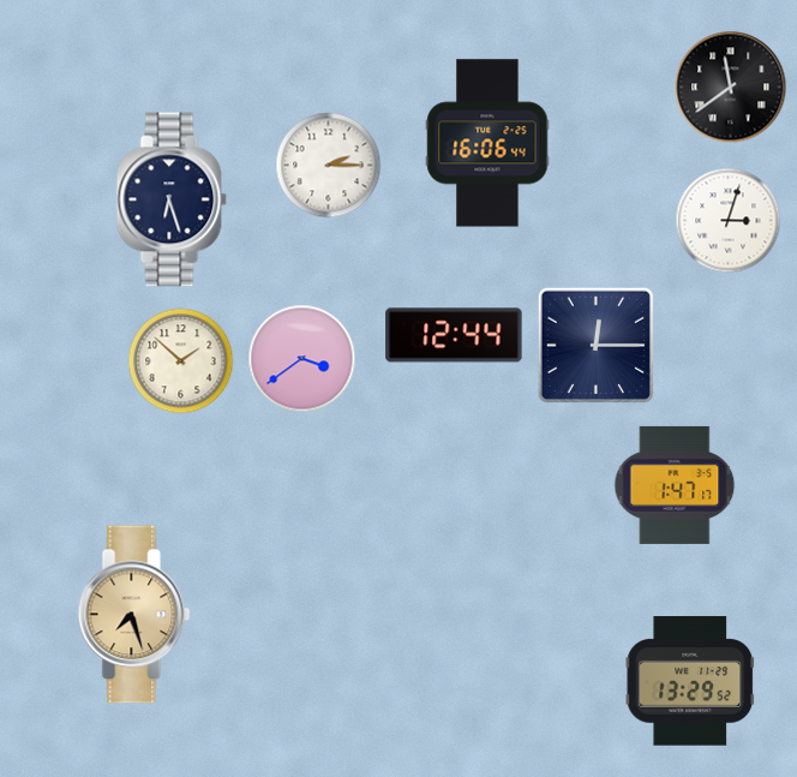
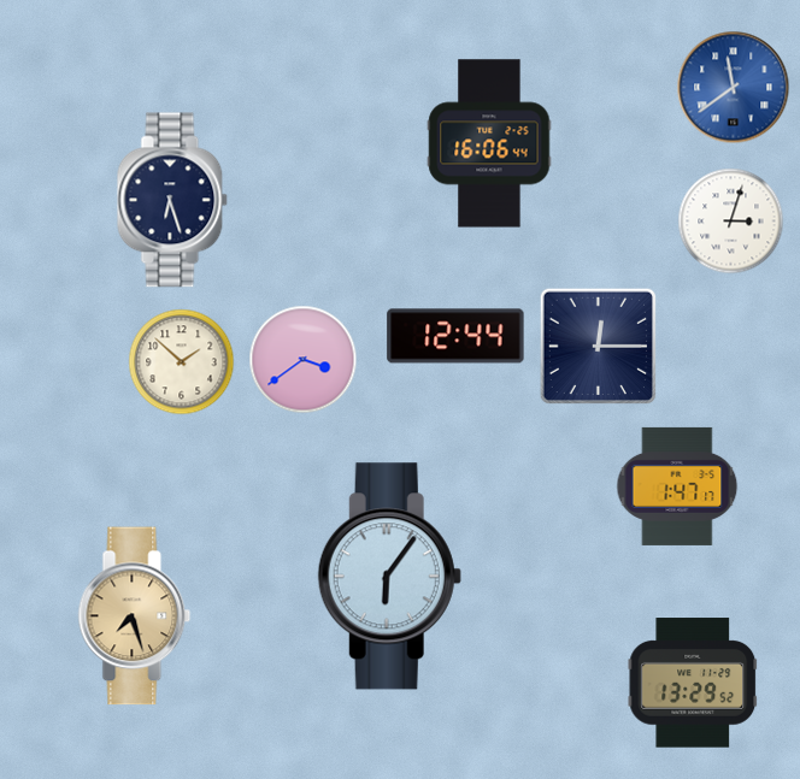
clock at (731, 88) dial: black -> blue
clock at (329, 166): 2:15 -> none
clock at (389, 577): none -> 6:06
